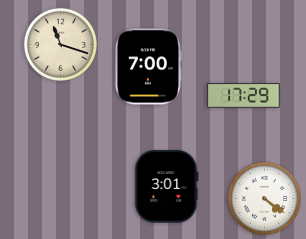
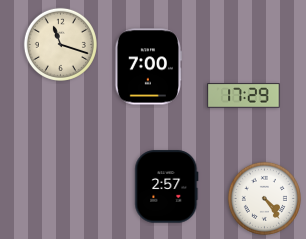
clock at (167, 187): 3:01 -> 2:57
clock at (264, 198): 4:21 -> 4:24
